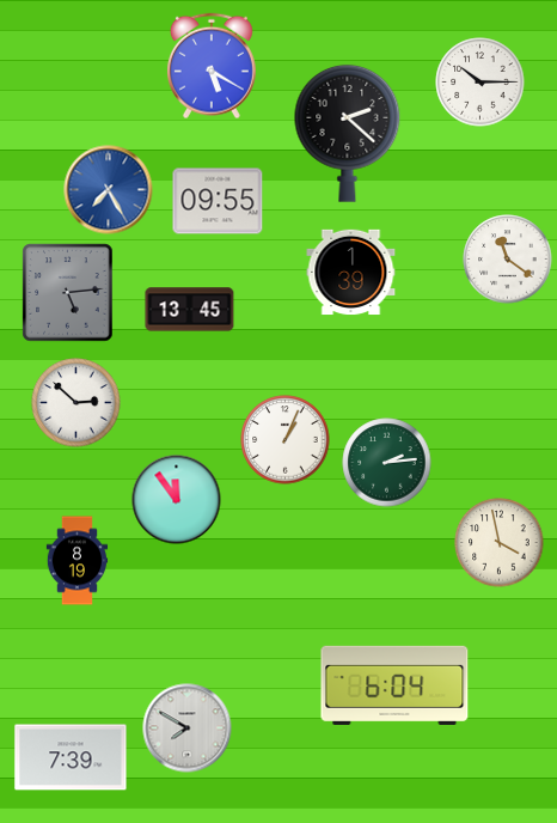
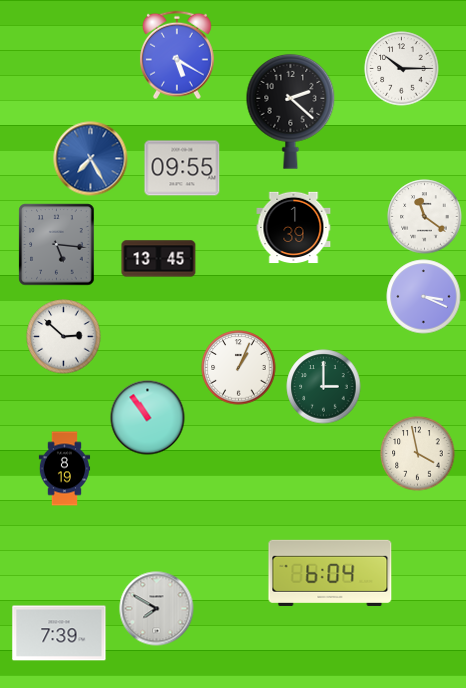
clock at (68, 293): 5:14 -> 5:16
clock at (424, 297): none -> 3:19
clock at (387, 463): 2:14 -> 3:00
clock at (177, 500): 11:54 -> 10:54
